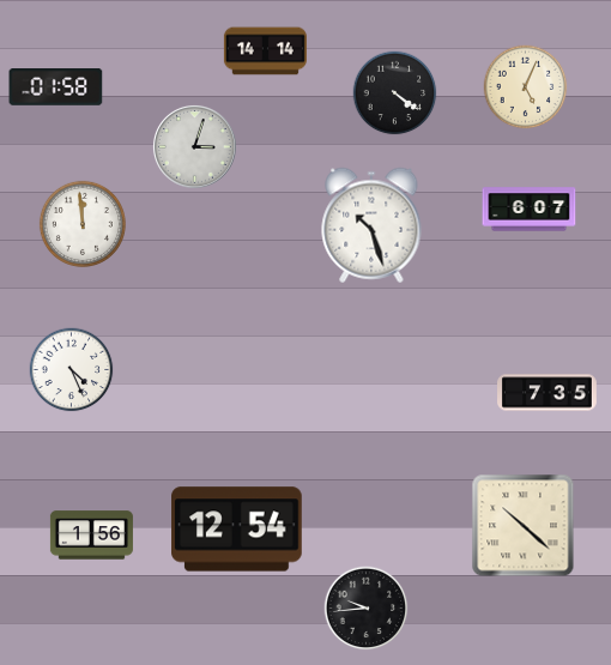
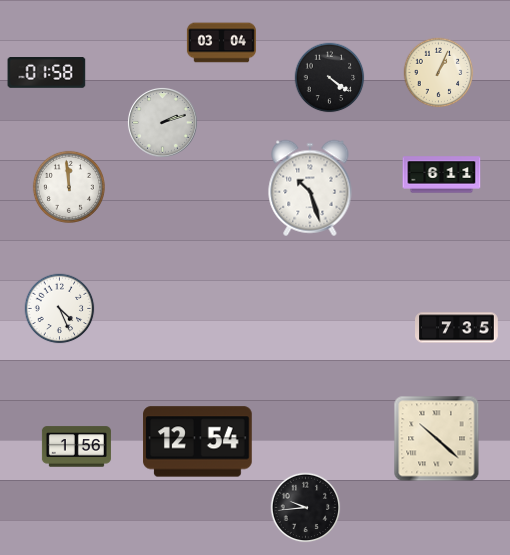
clock at (265, 52): 14:14 -> 03:04
clock at (526, 87): 5:04 -> 1:04
clock at (194, 146): 3:03 -> 2:12
clock at (530, 210): 6:07 -> 6:11
